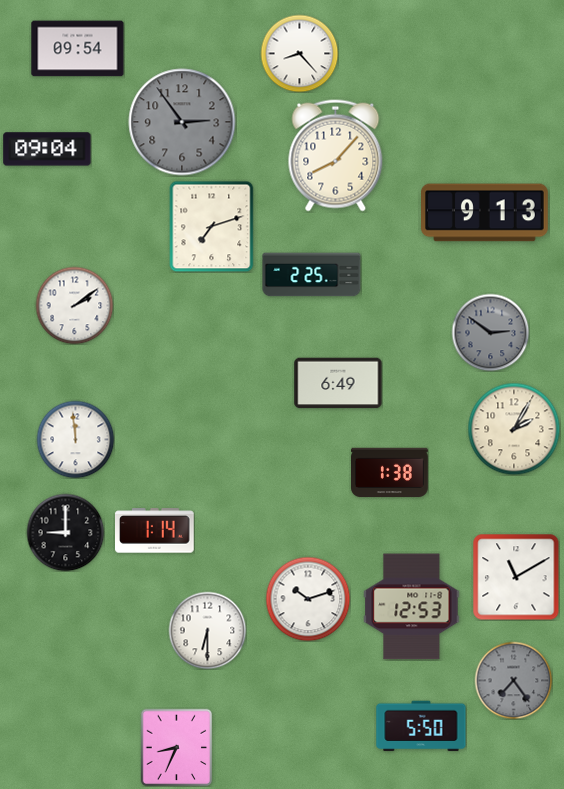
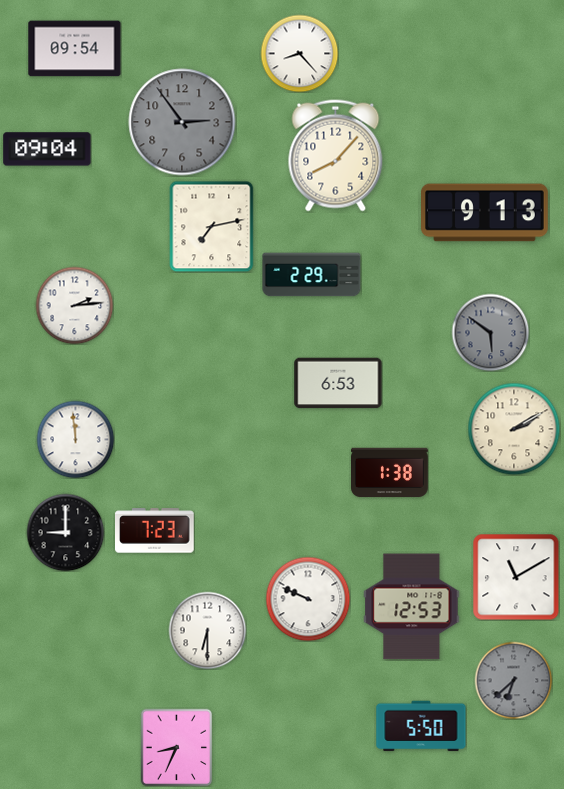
clock at (78, 49) position: (78, 49) -> (75, 49)
clock at (212, 226): 7:12 -> 7:13
clock at (312, 275): 2:25 -> 2:29
clock at (74, 305): 2:09 -> 2:14
clock at (490, 332): 2:51 -> 5:51
clock at (338, 383): 6:49 -> 6:53
clock at (514, 429): 2:05 -> 2:10
clock at (155, 531): 1:14 -> 7:23
clock at (308, 599): 10:12 -> 9:49
clock at (513, 680): 7:24 -> 6:38
